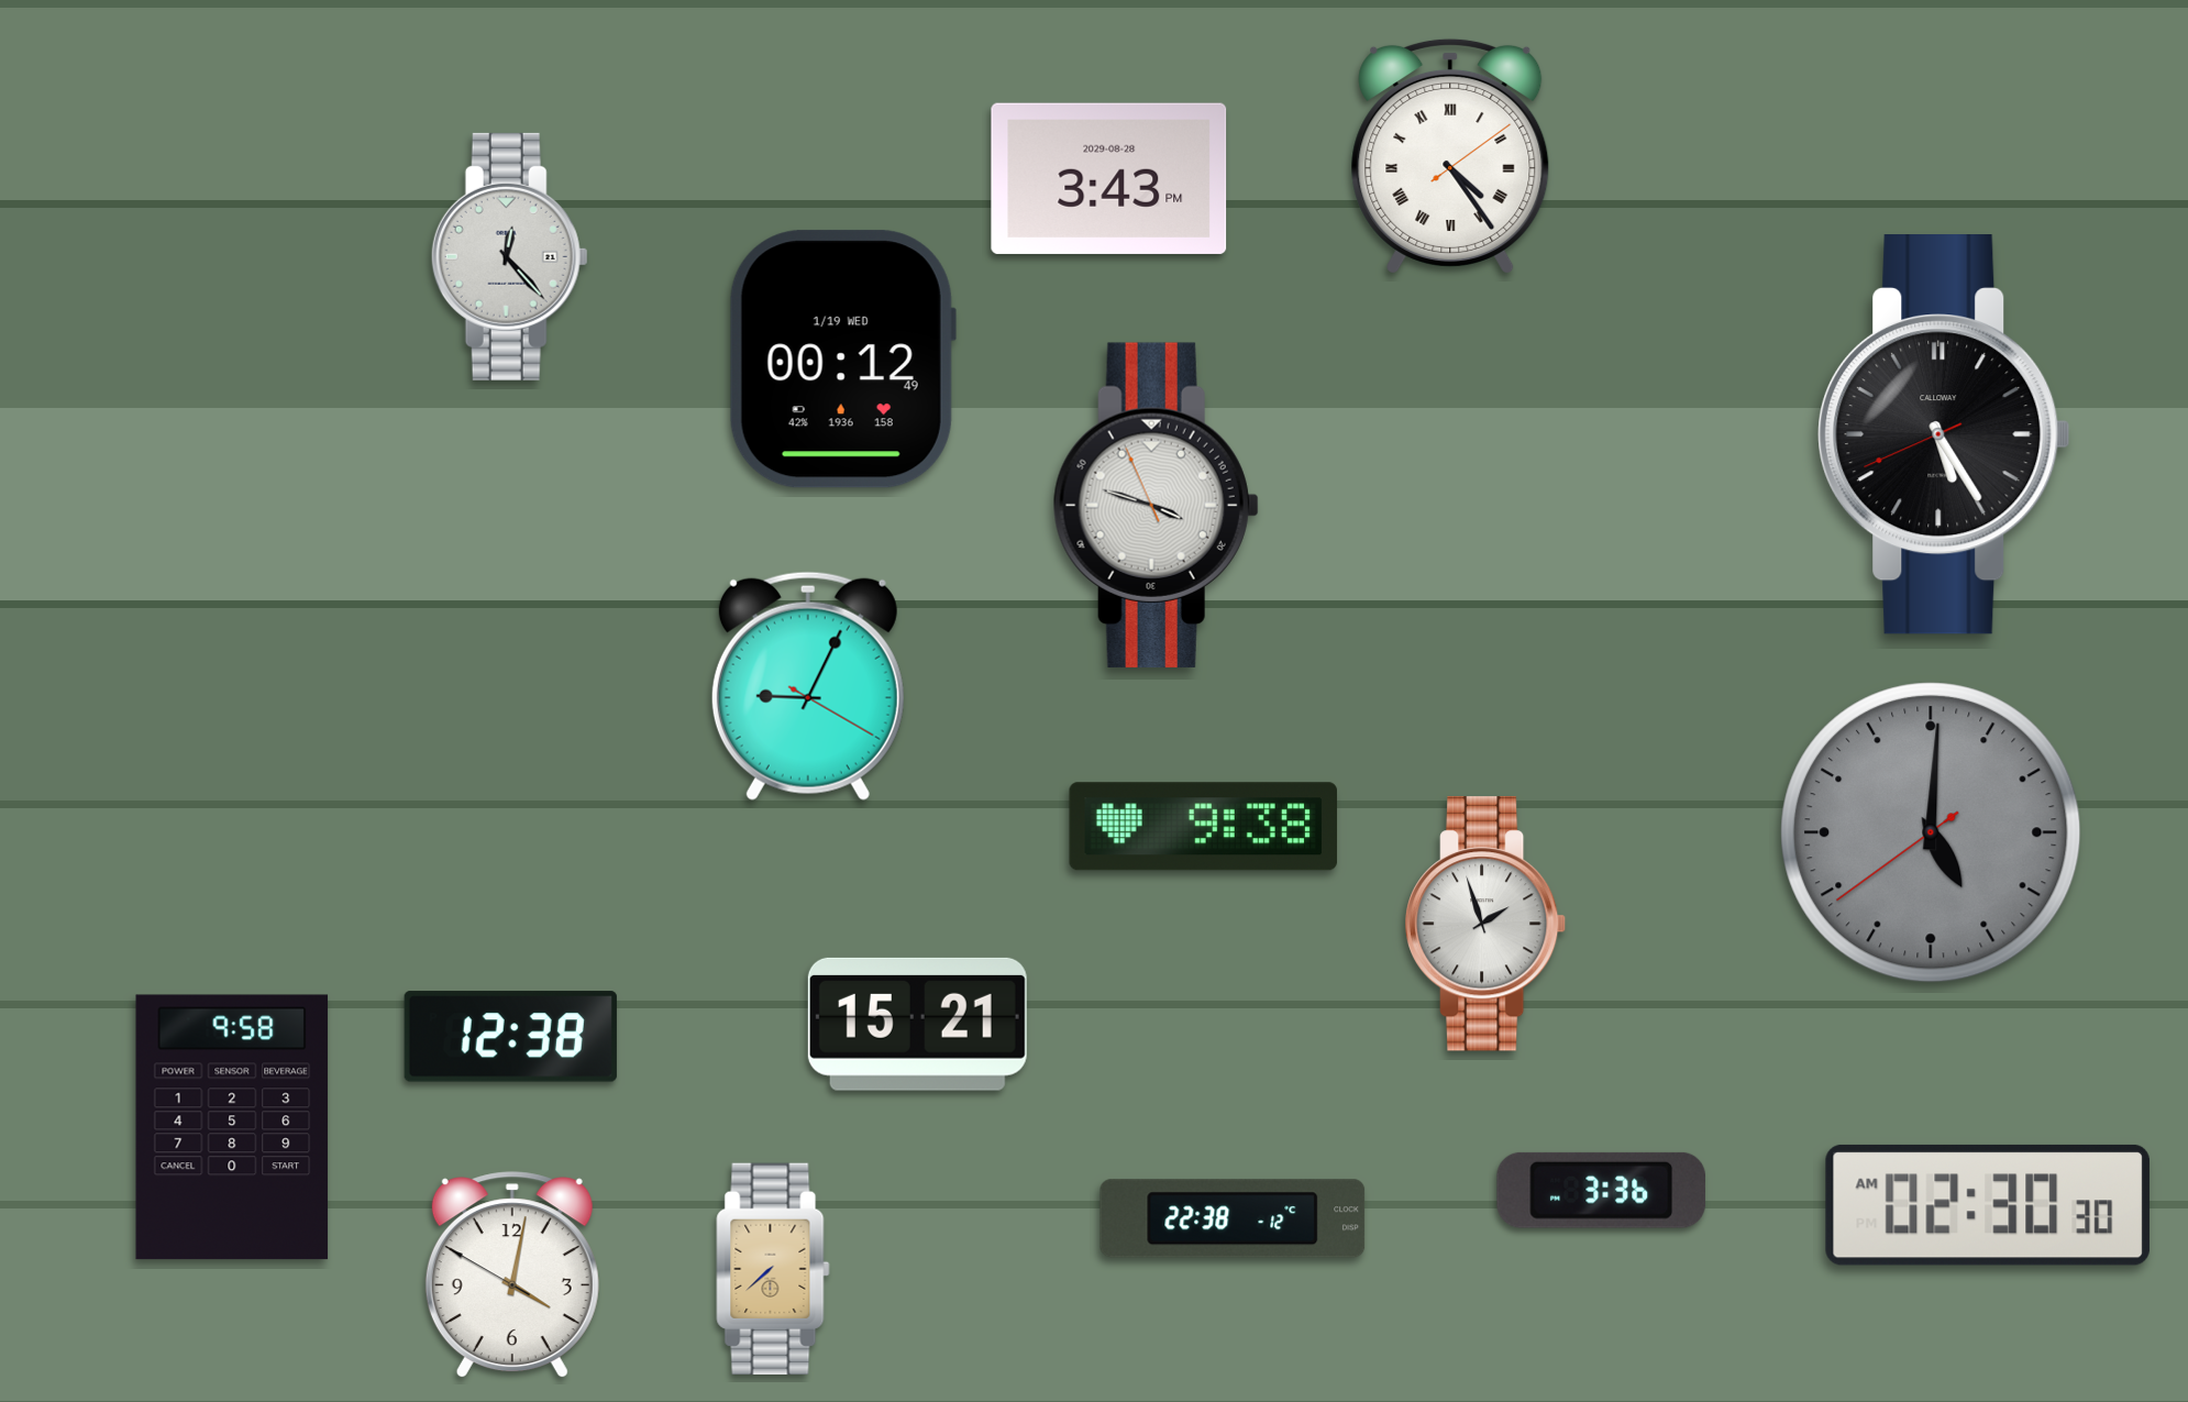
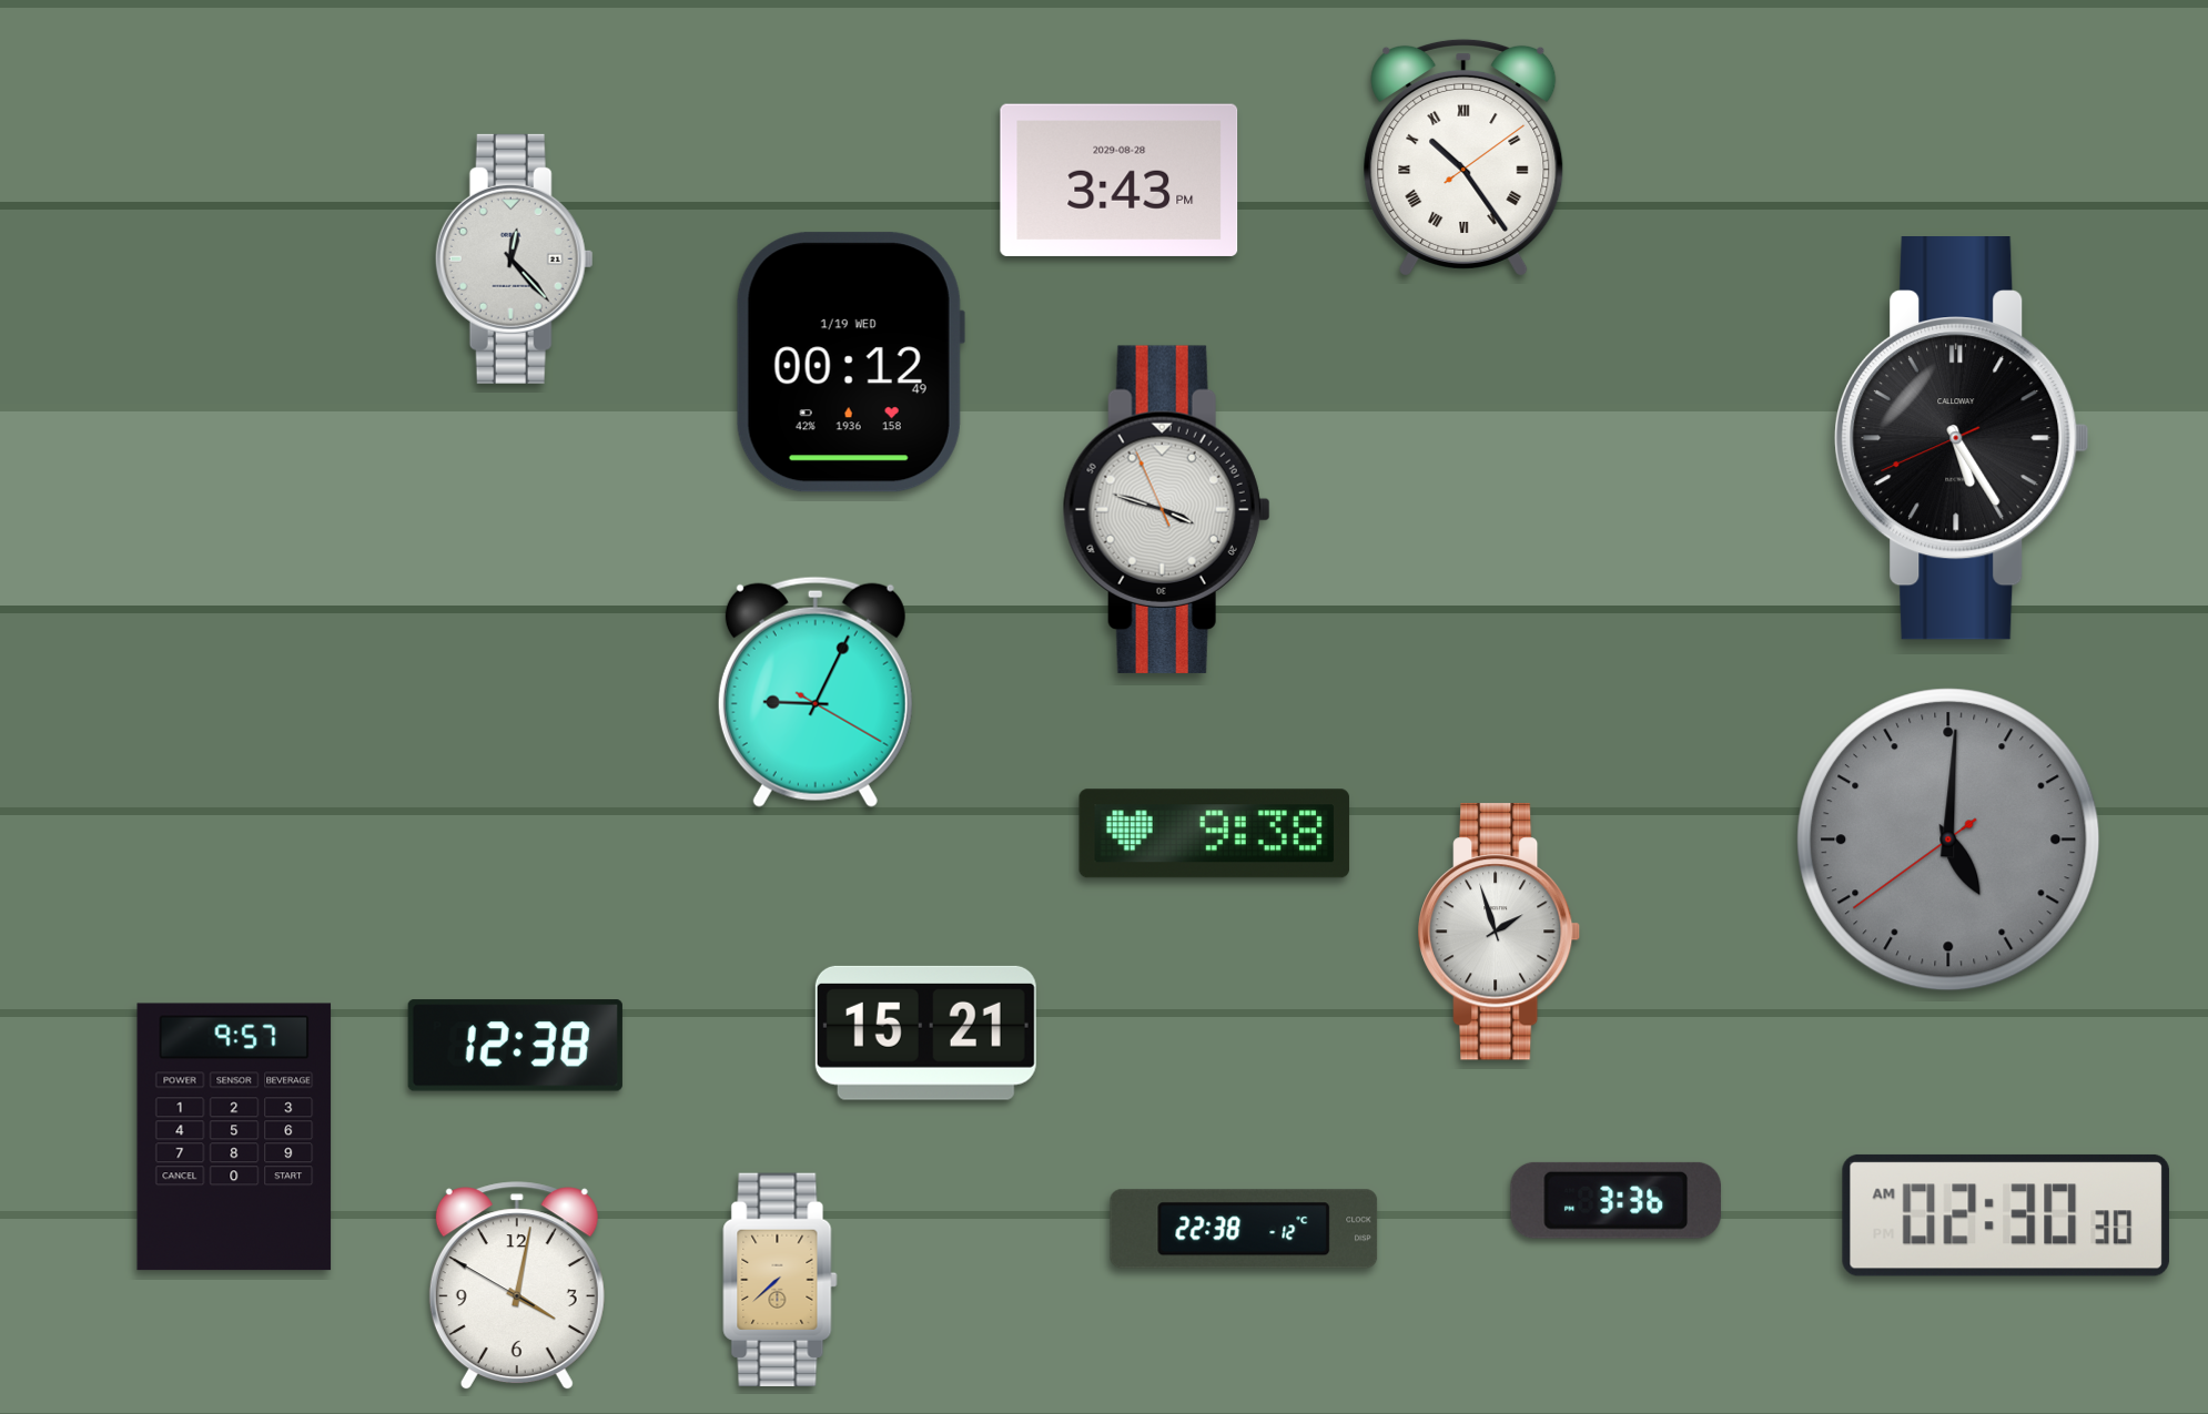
clock at (1450, 156): 4:24 -> 10:24
clock at (232, 1127): 9:58 -> 9:57
